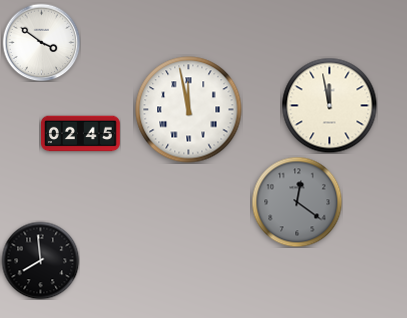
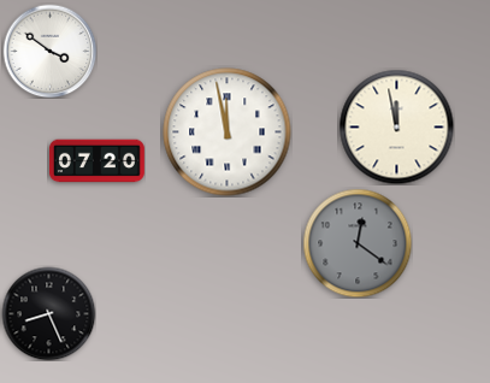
clock at (81, 134): 02:45 -> 07:20
clock at (40, 260): 7:59 -> 8:26
